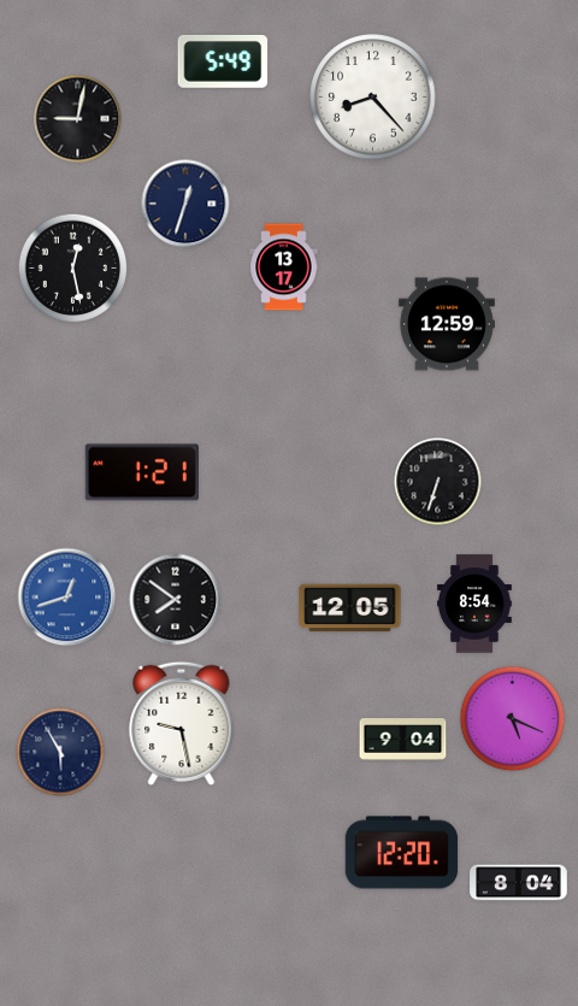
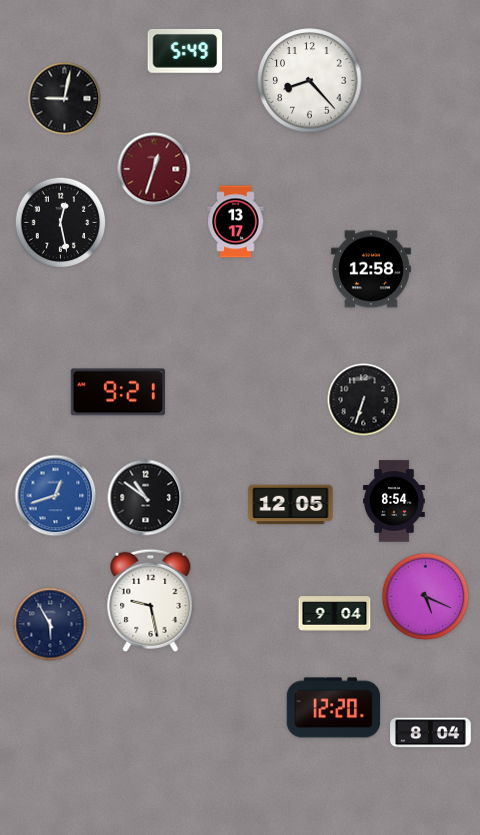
clock at (185, 204) dial: navy -> burgundy
clock at (448, 324): 12:59 -> 12:58
clock at (142, 472): 1:21 -> 9:21
clock at (176, 600): 7:51 -> 10:51
